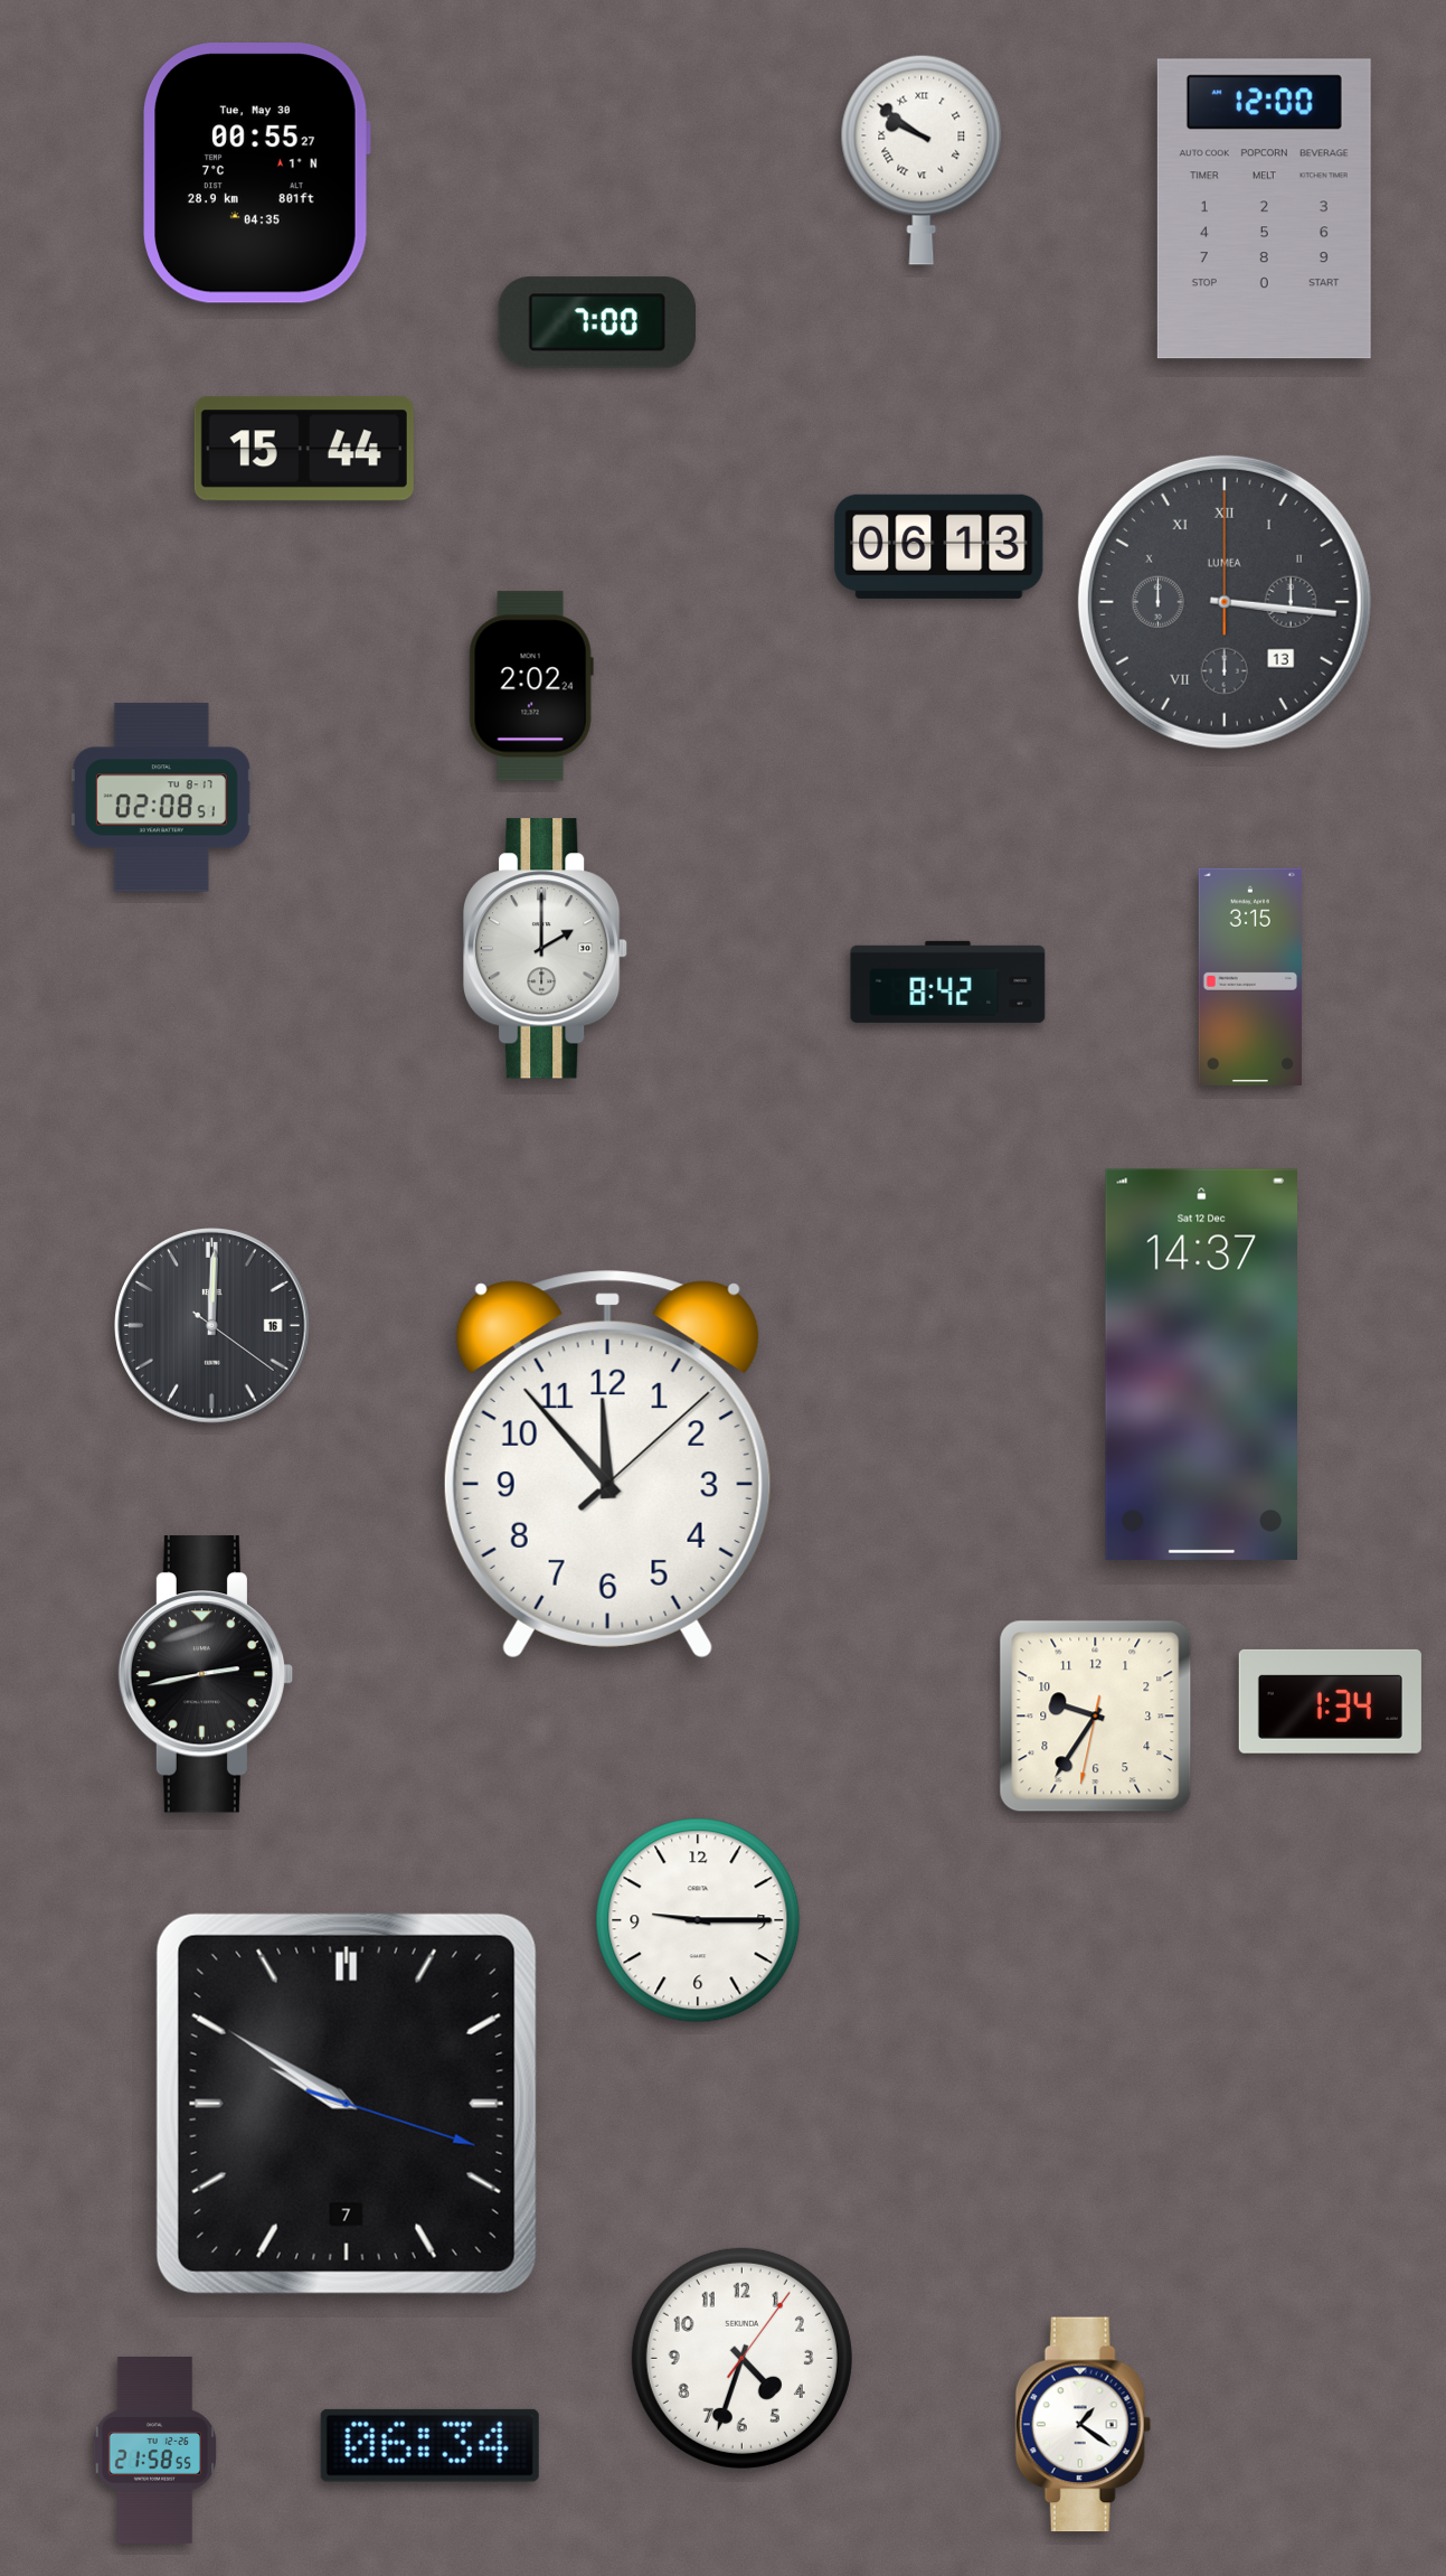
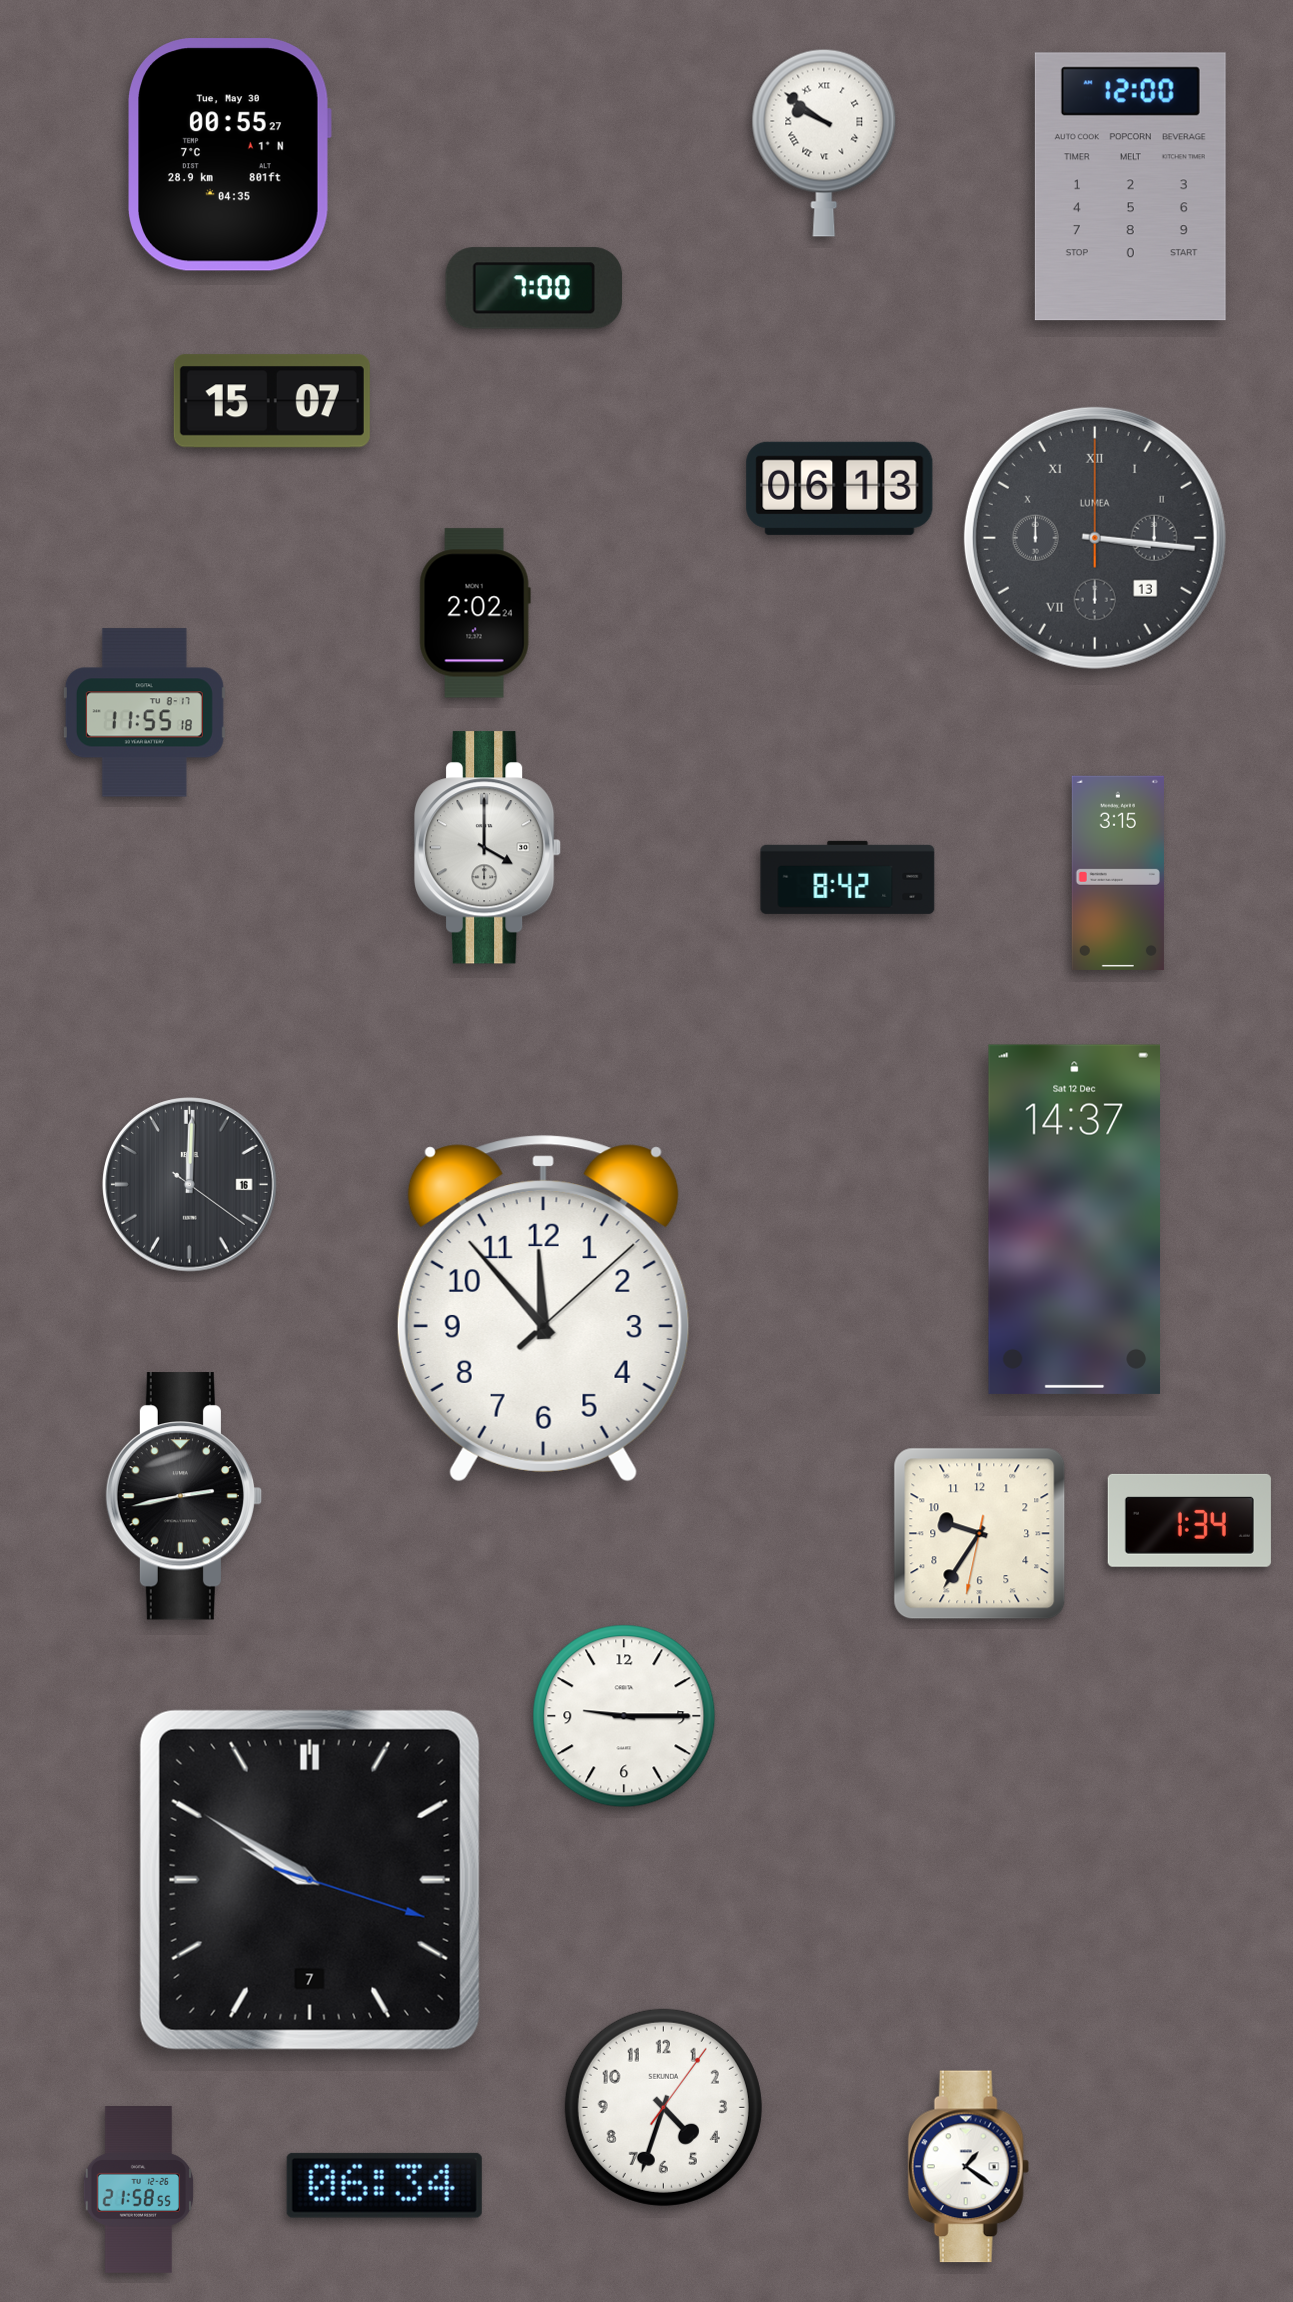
clock at (304, 449): 15:44 -> 15:07
clock at (161, 798): 02:08 -> 11:55
clock at (547, 949): 2:00 -> 4:00
